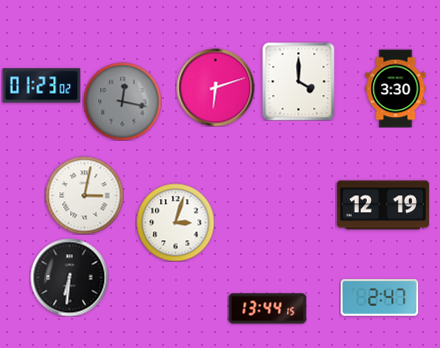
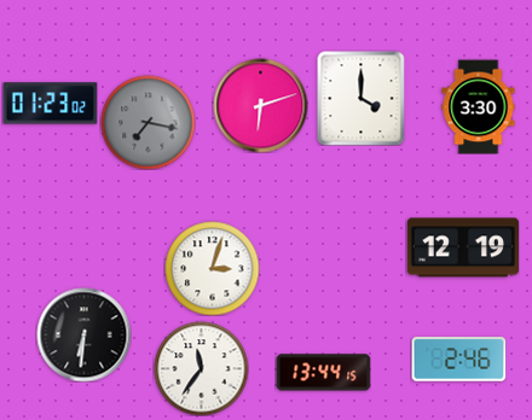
clock at (122, 101): 12:17 -> 7:17
clock at (84, 195): 3:02 -> none
clock at (379, 298): 2:47 -> 2:46
clock at (201, 368): none -> 11:36
